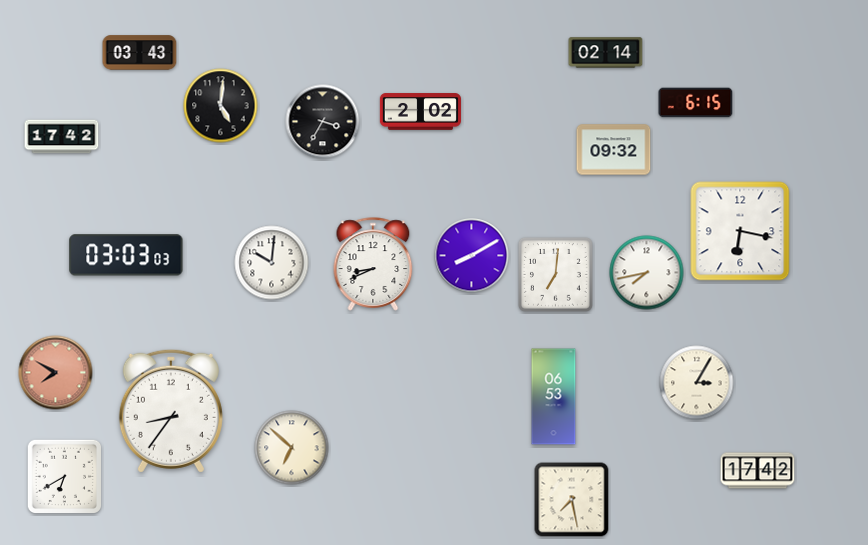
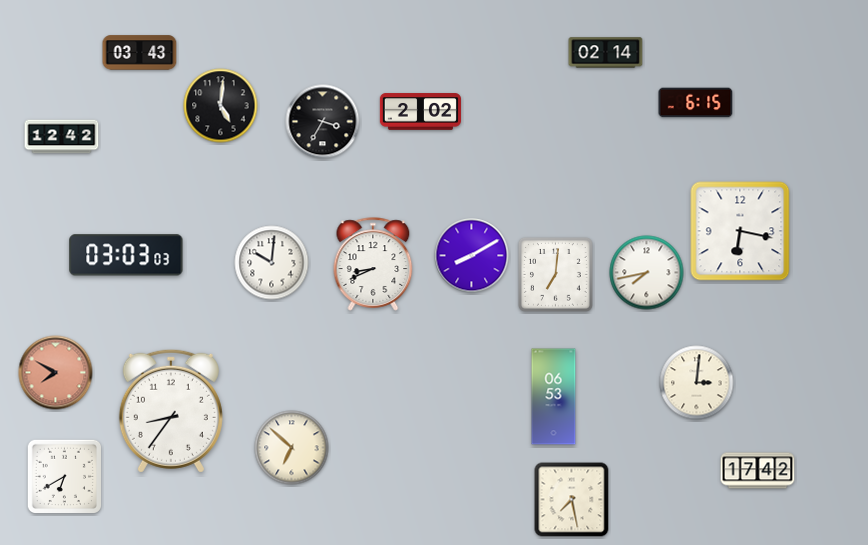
clock at (62, 137): 17:42 -> 12:42
clock at (614, 150): 09:32 -> none
clock at (697, 383): 3:05 -> 3:01
